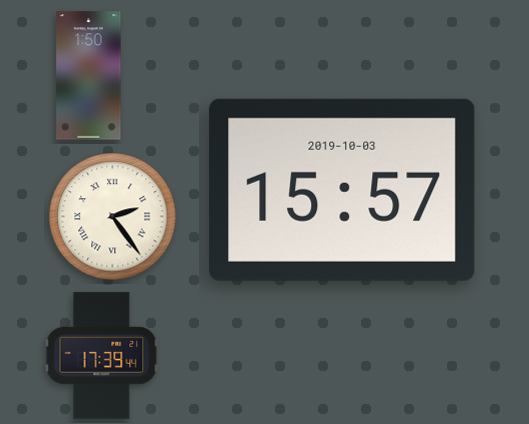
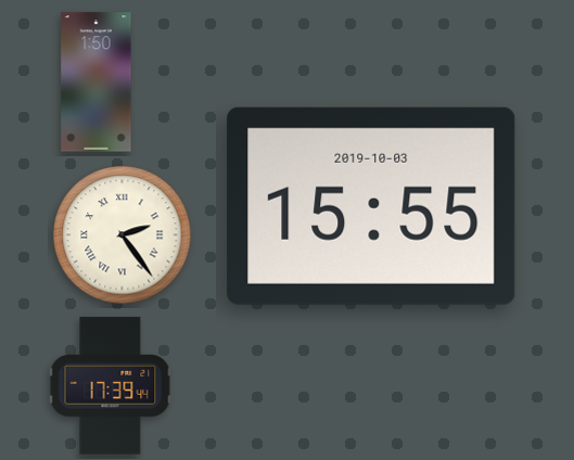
clock at (342, 190): 15:57 -> 15:55
